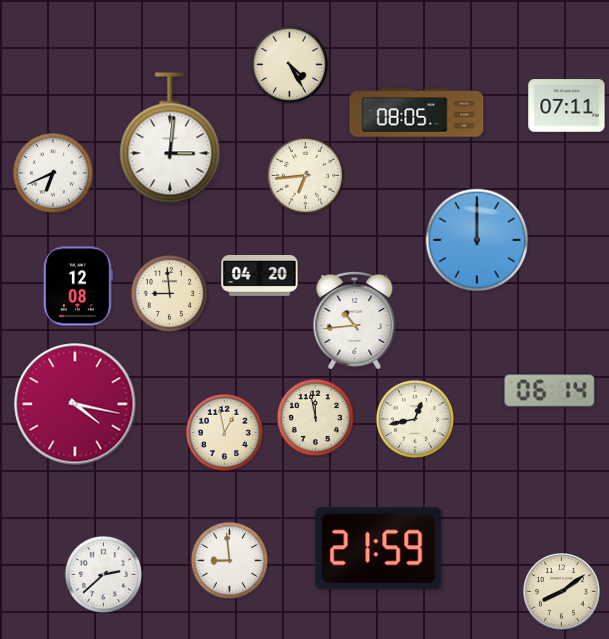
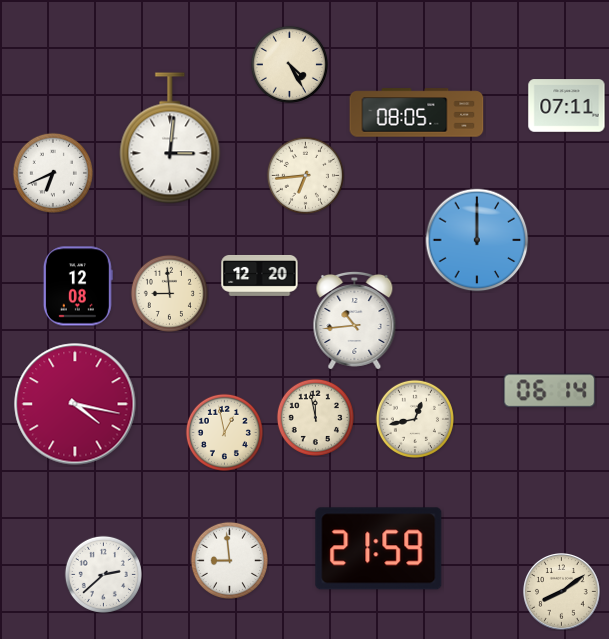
clock at (260, 275): 04:20 -> 12:20
